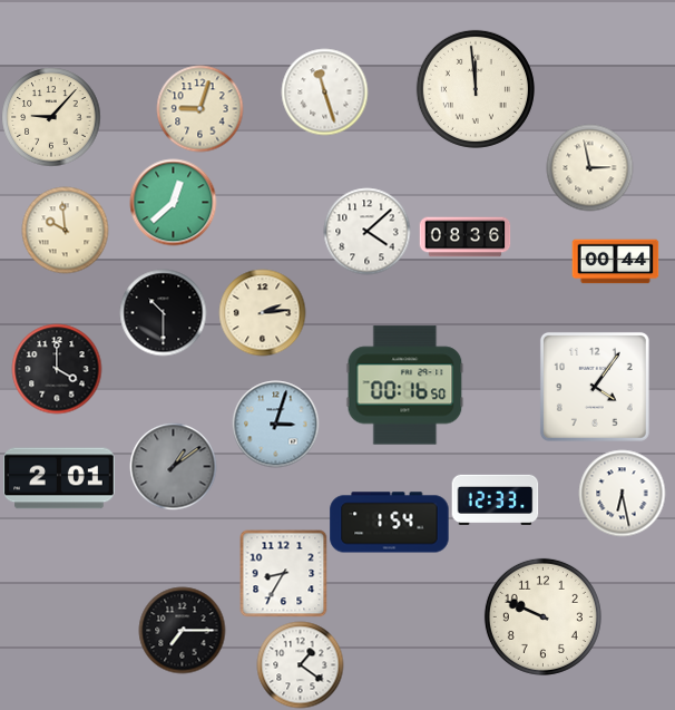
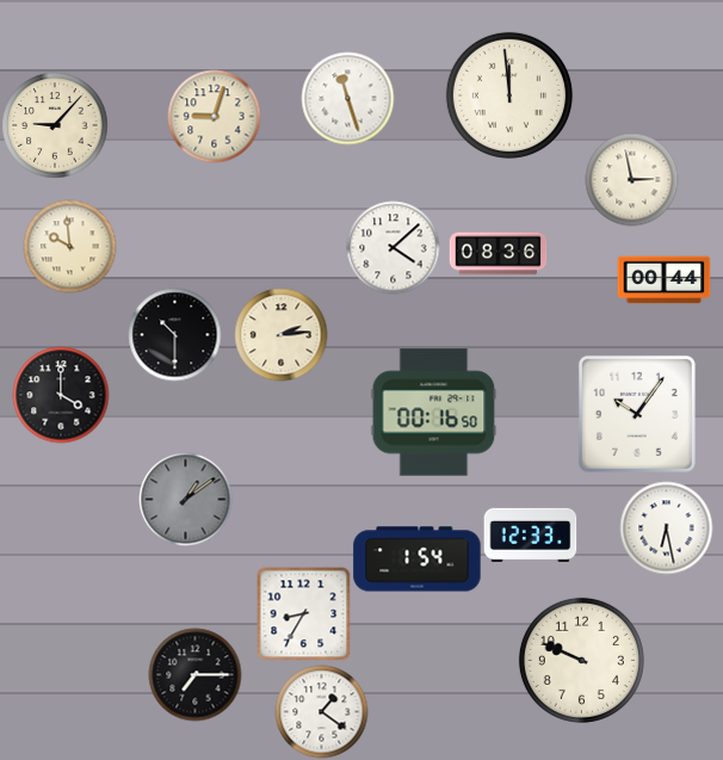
clock at (173, 202): 12:38 -> none
clock at (615, 262) position: (615, 262) -> (663, 280)
clock at (595, 387): 4:06 -> 10:06
clock at (275, 424): 3:03 -> none
clock at (59, 478): 2:01 -> none
